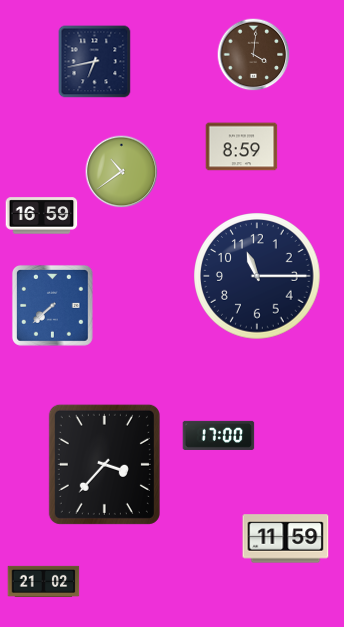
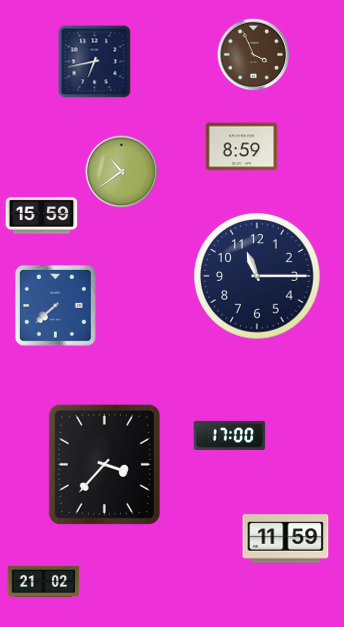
clock at (254, 55): 4:01 -> 3:56
clock at (42, 216): 16:59 -> 15:59
clock at (52, 305) position: (52, 305) -> (55, 305)
clock at (219, 435) position: (219, 435) -> (230, 435)
